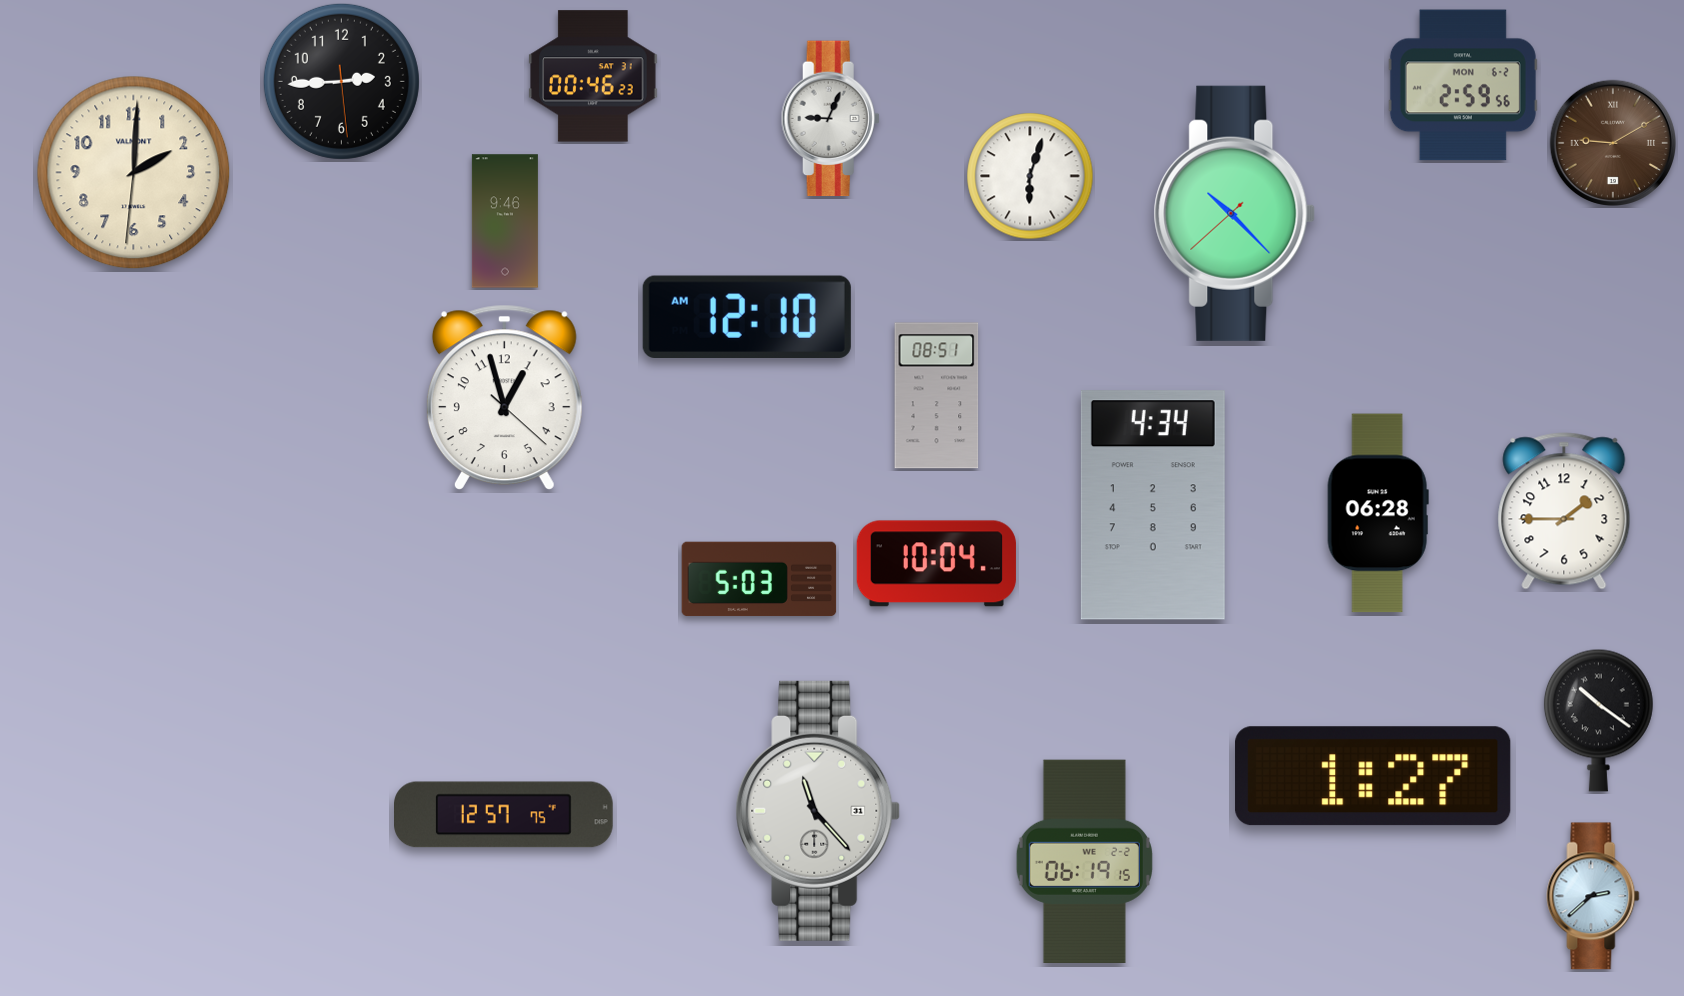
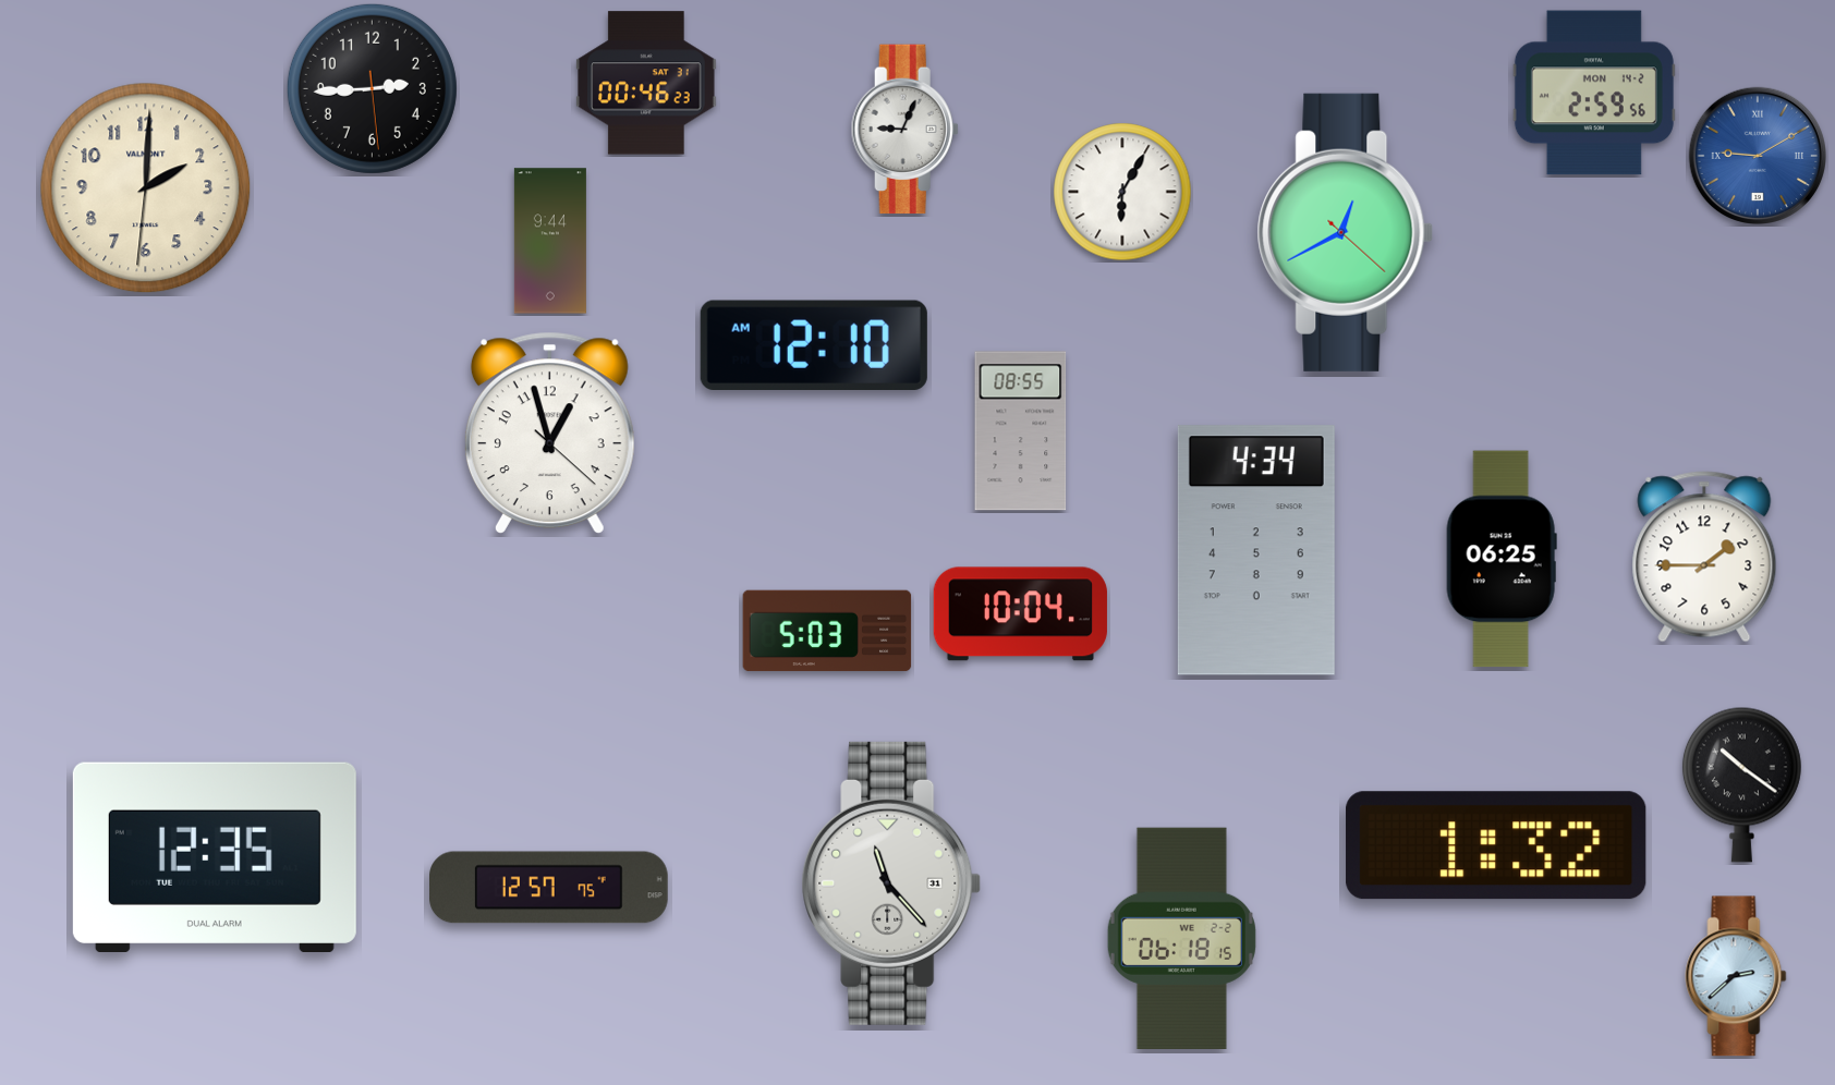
clock at (1463, 85) date: MON 6-2 -> MON 14-2
clock at (1612, 142) dial: brown -> blue
clock at (1030, 176): 6:03 -> 6:05
clock at (1235, 213): 10:22 -> 12:40
clock at (505, 221): 9:46 -> 9:44
clock at (937, 396): 08:51 -> 08:55
clock at (1378, 513): 06:28 -> 06:25
clock at (1373, 776): 1:27 -> 1:32
clock at (215, 856): none -> 12:35
clock at (1084, 861): 06:19 -> 06:18
